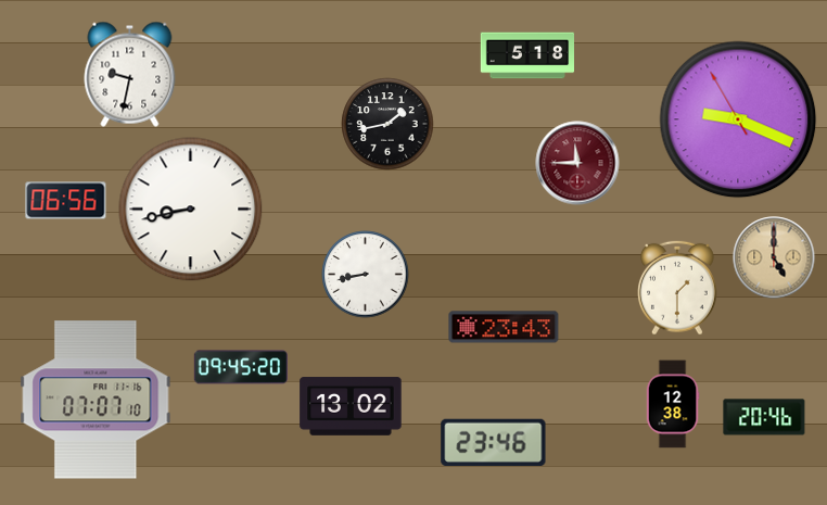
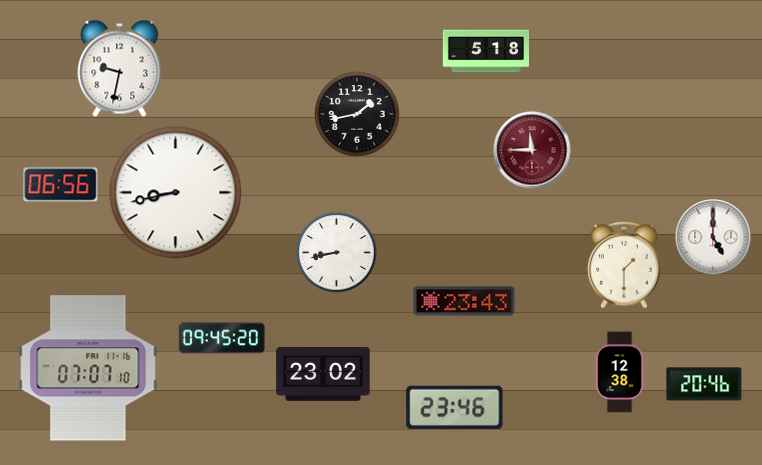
clock at (738, 119): 9:18 -> none
clock at (774, 257) dial: champagne -> white
clock at (351, 406): 13:02 -> 23:02
